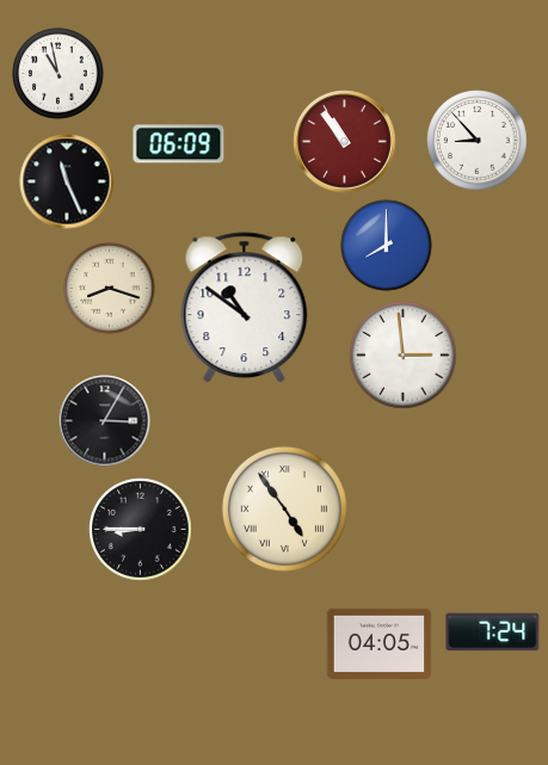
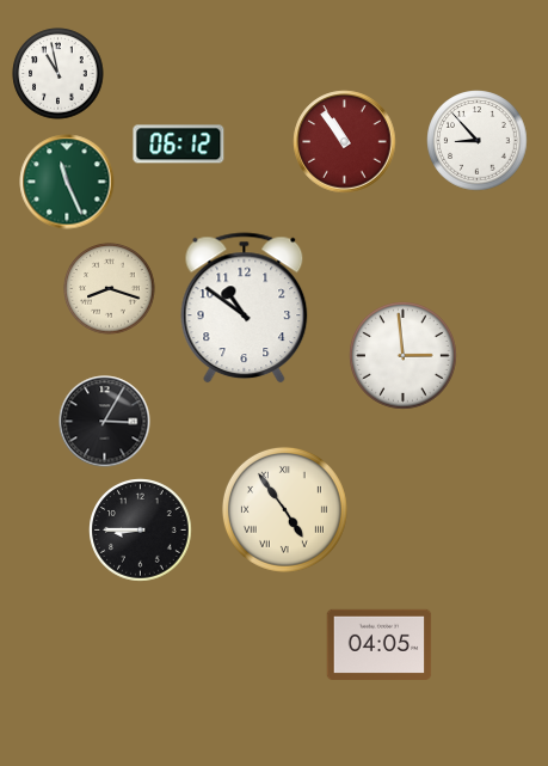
clock at (179, 144): 06:09 -> 06:12
clock at (67, 181) dial: black -> green
clock at (387, 246): 8:00 -> none
clock at (493, 633): 7:24 -> none
